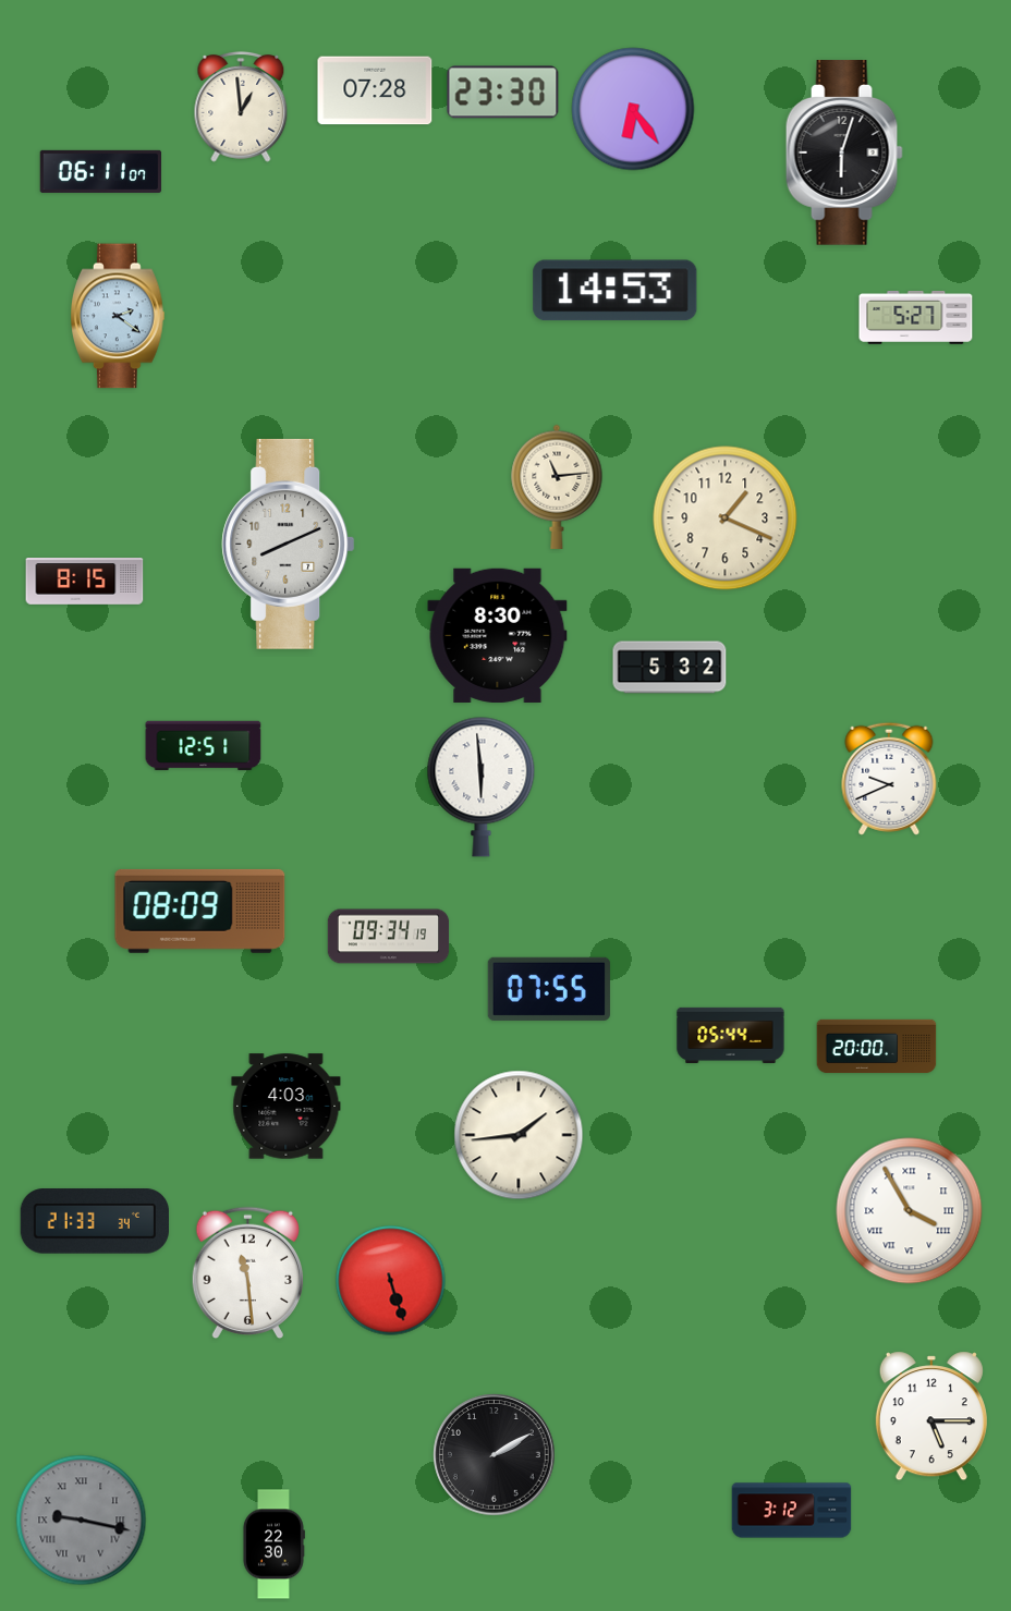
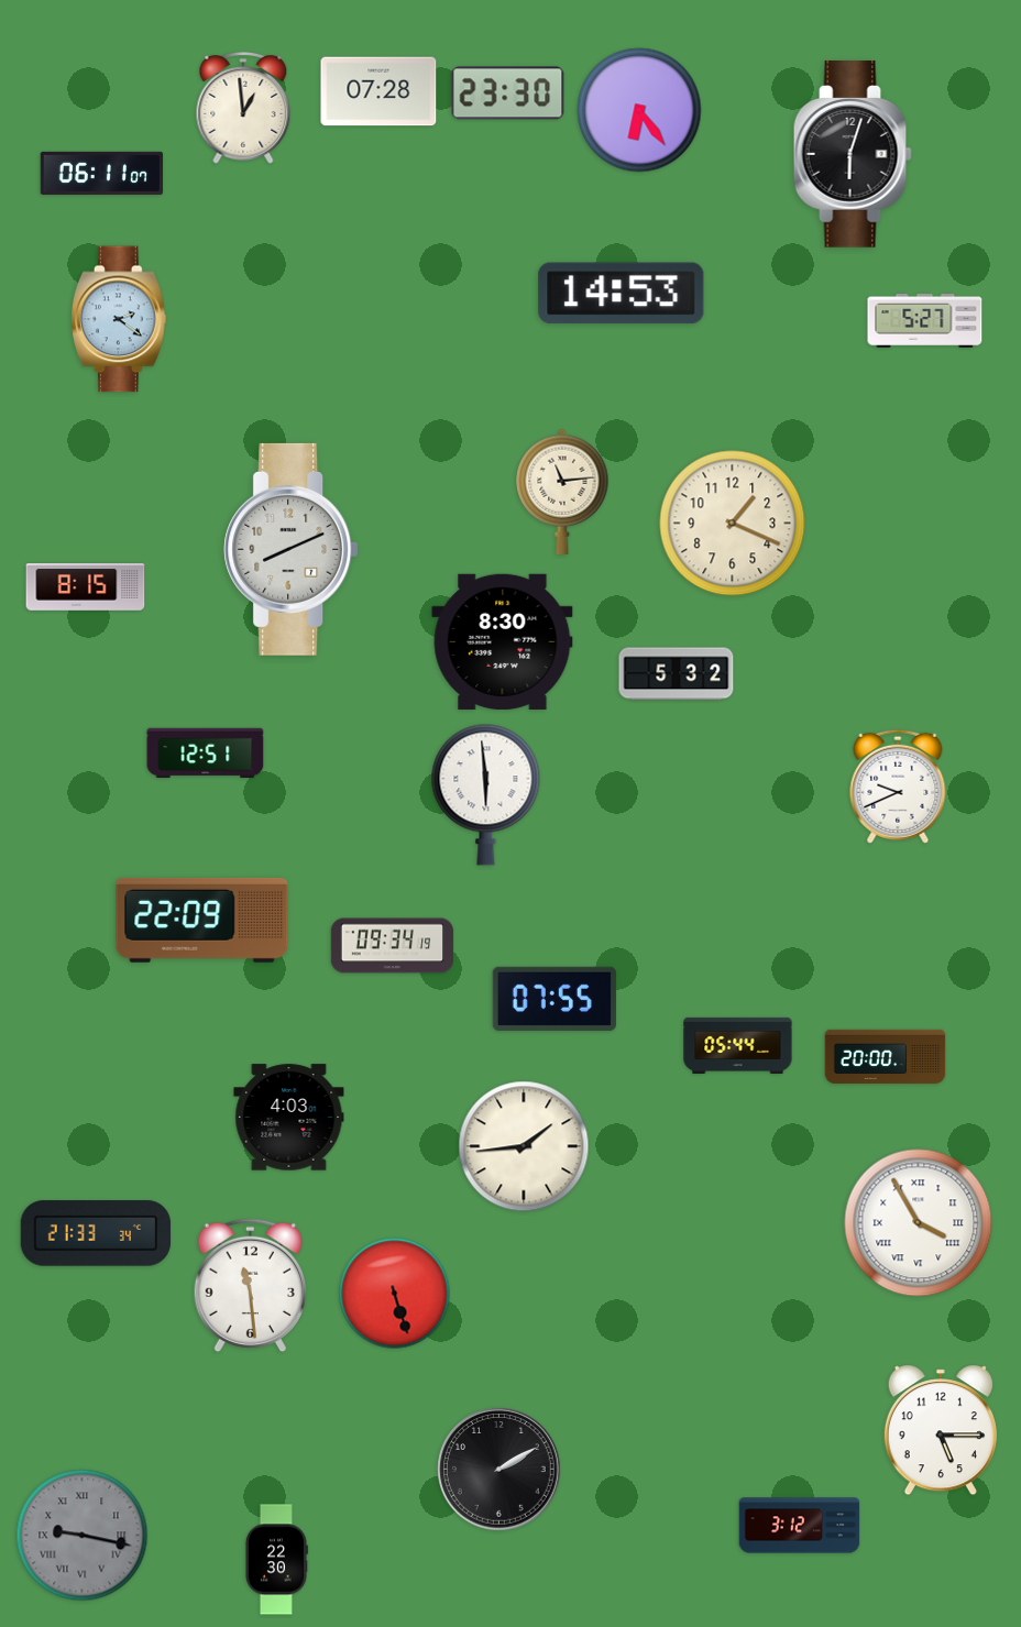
clock at (200, 911): 08:09 -> 22:09
